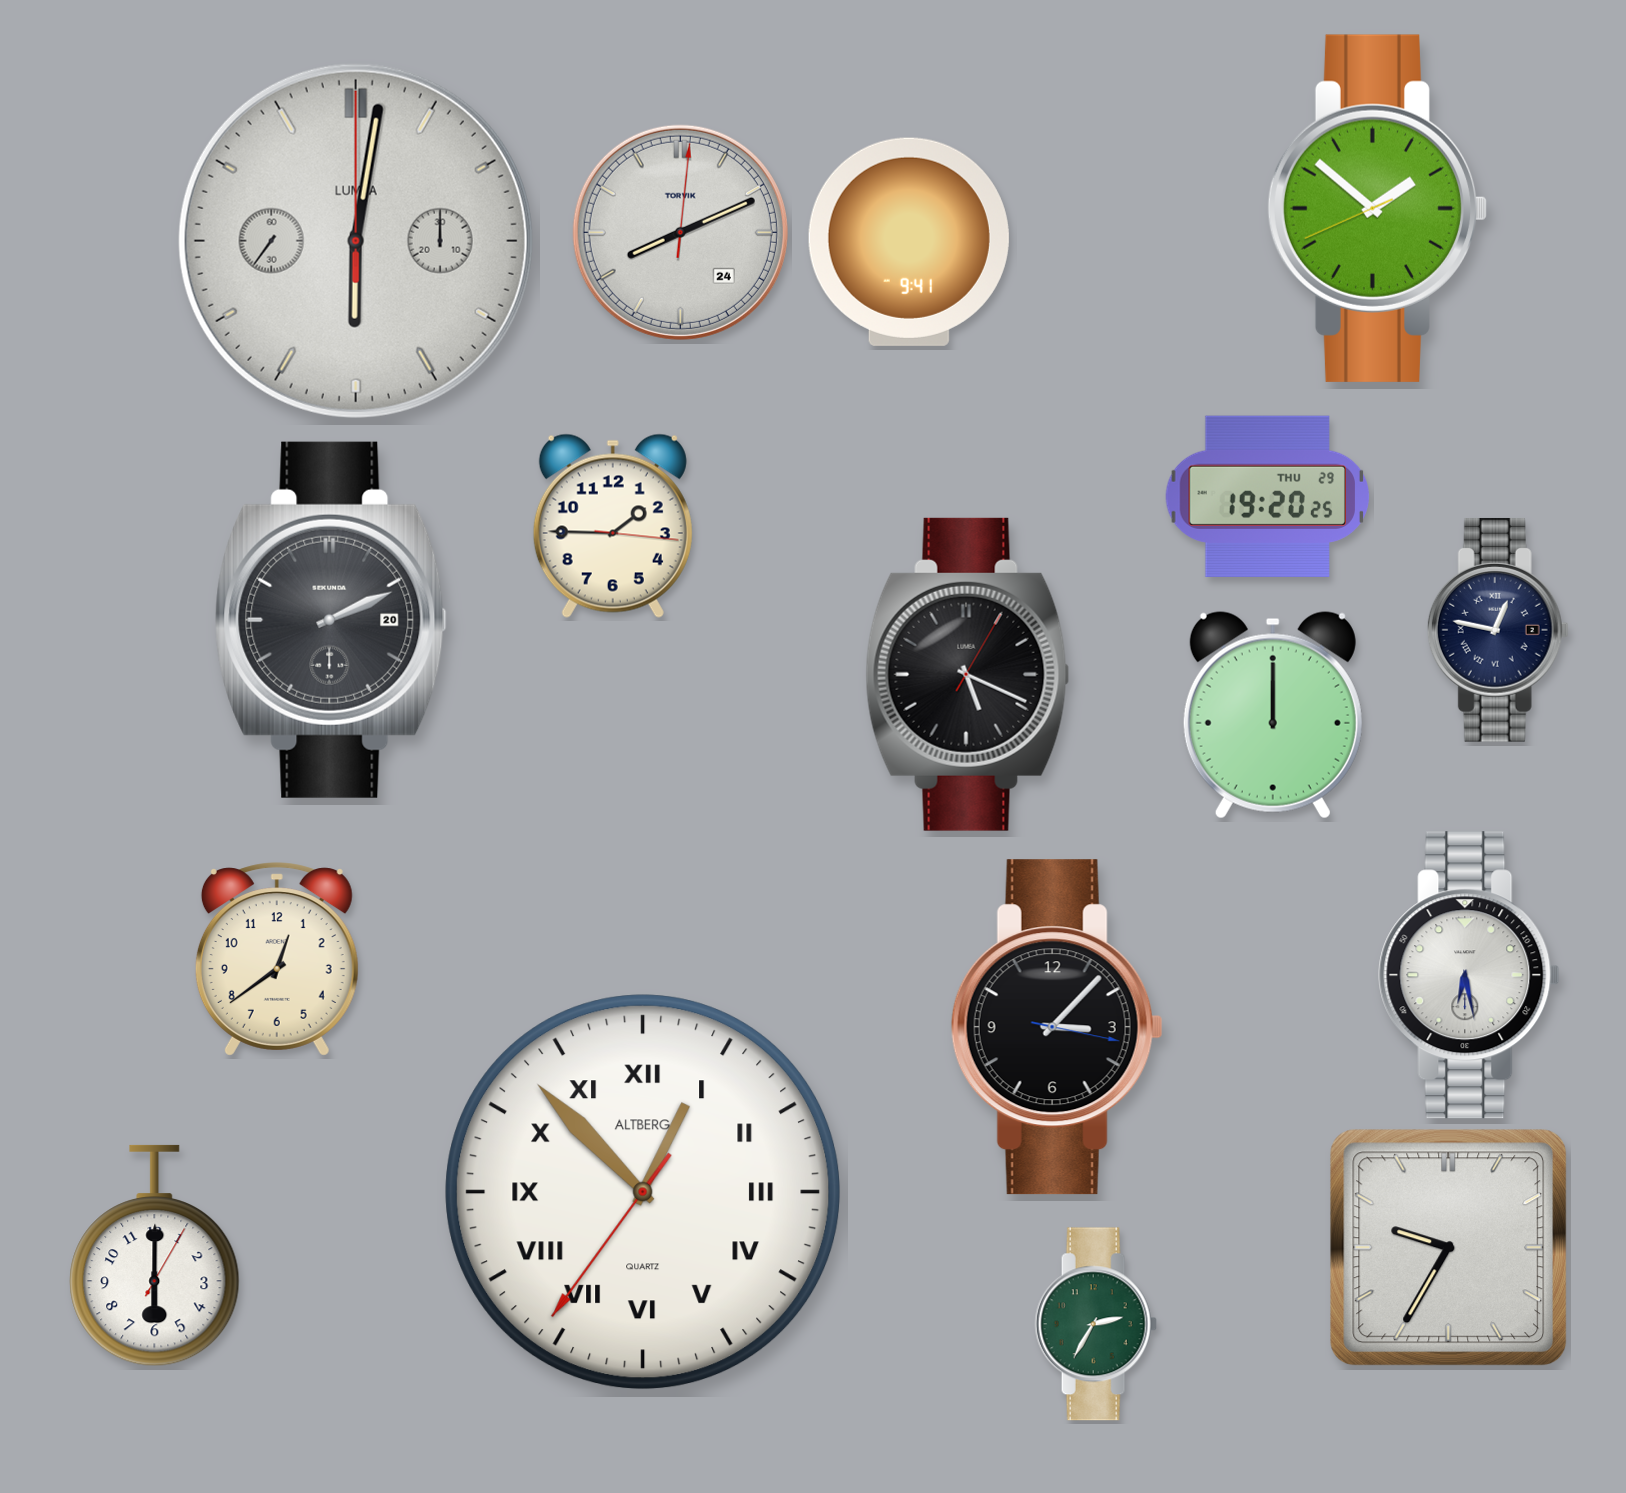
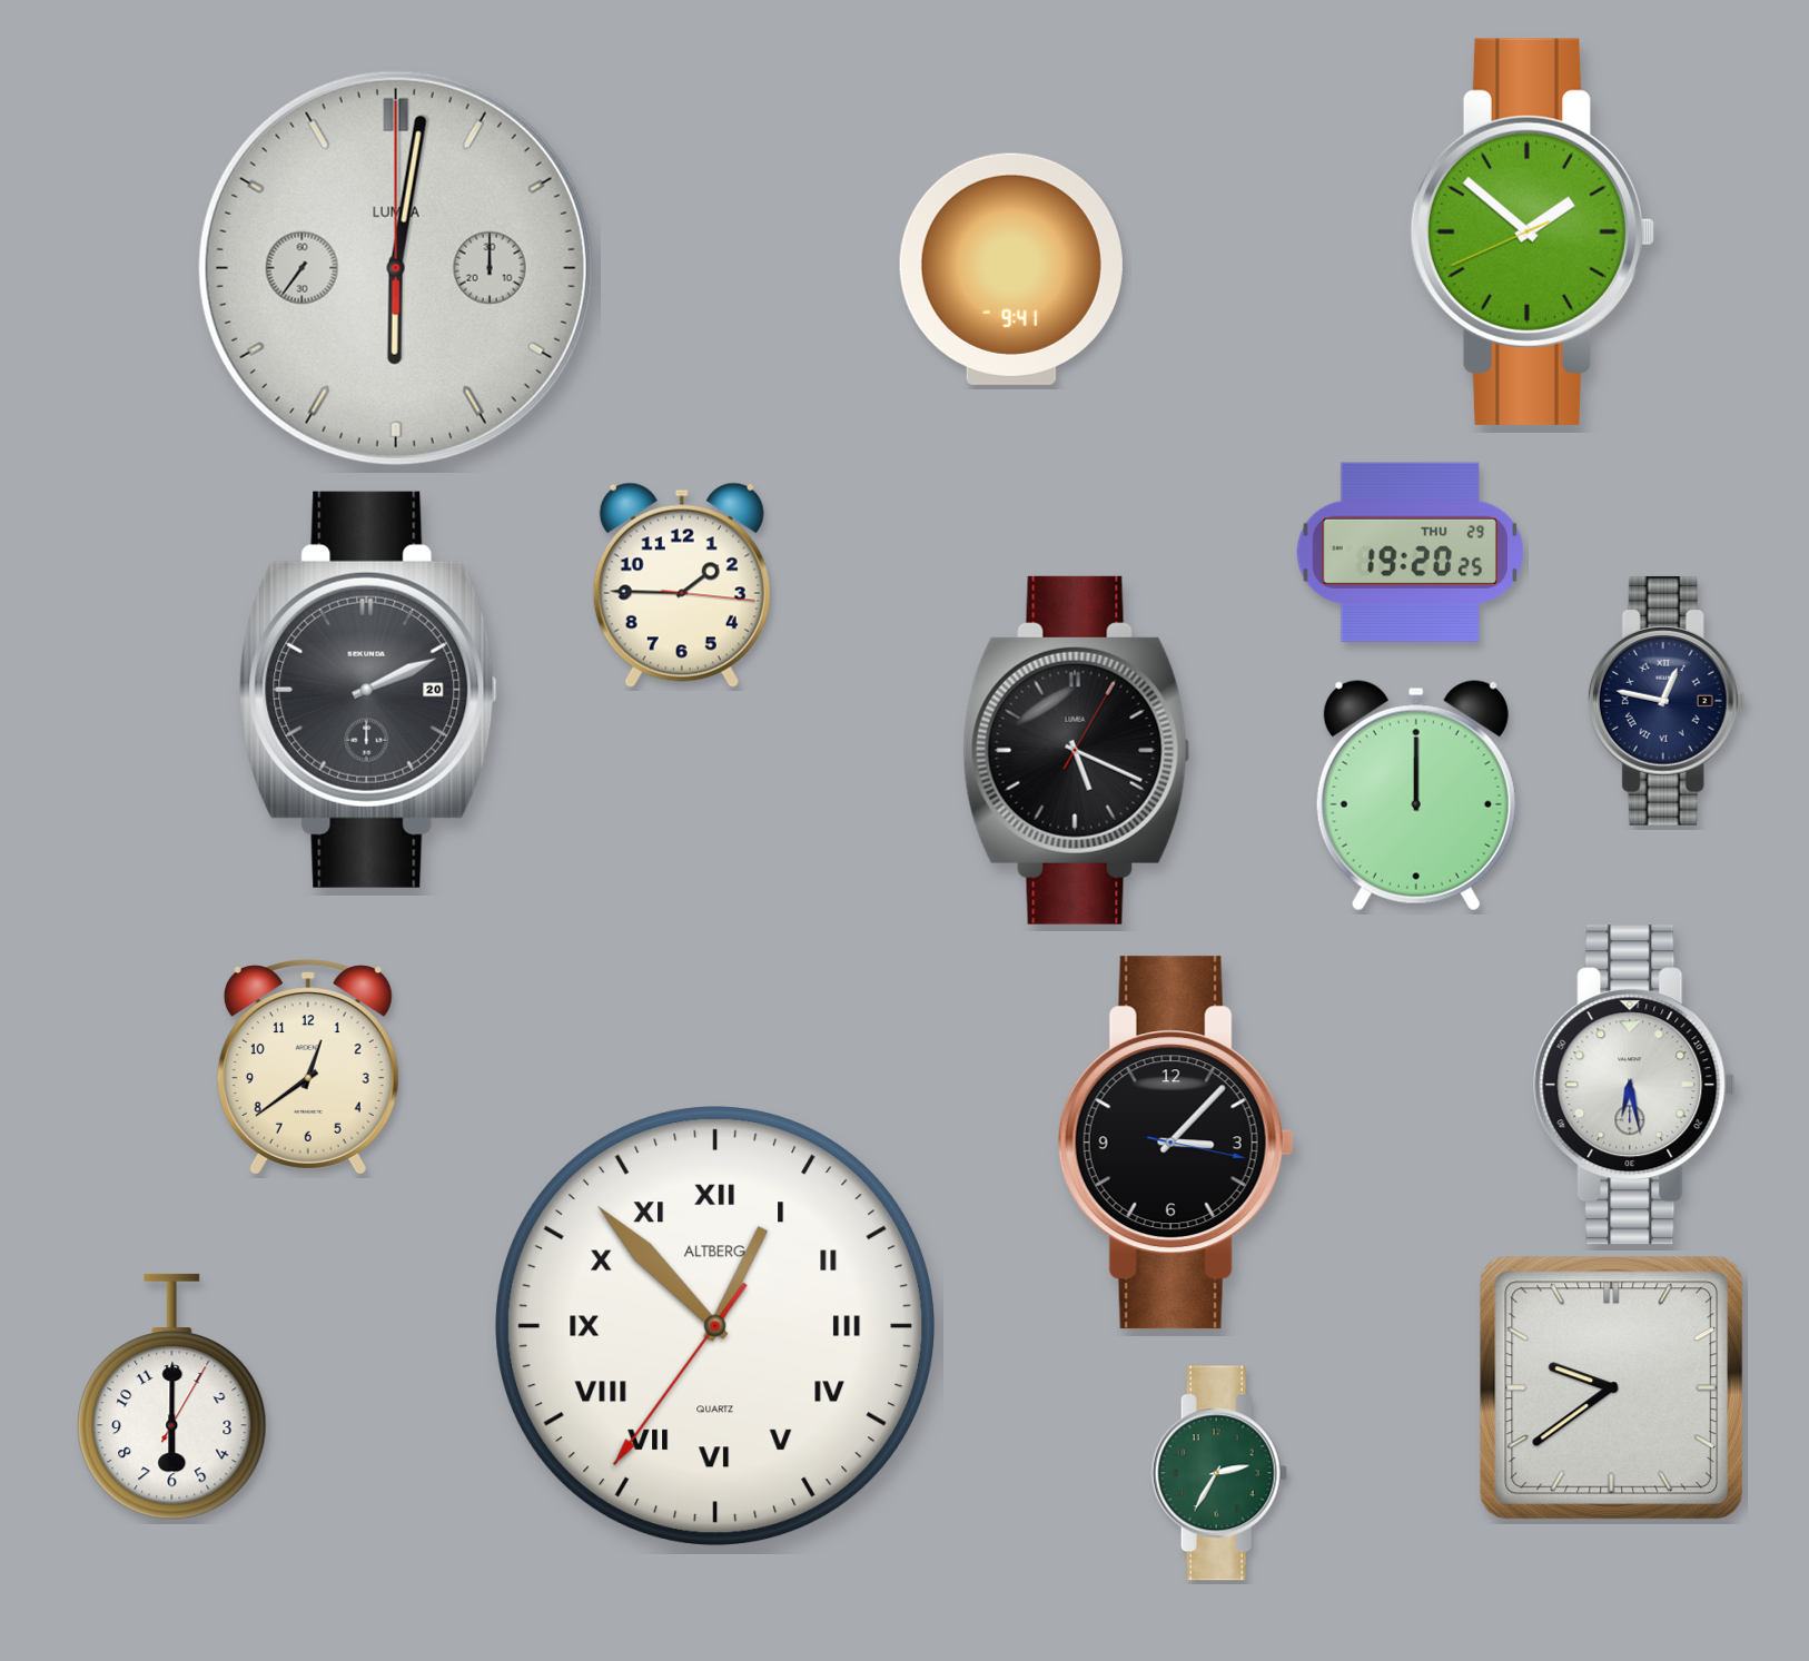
clock at (680, 232): 8:11 -> none
clock at (1449, 1248): 9:35 -> 9:39
